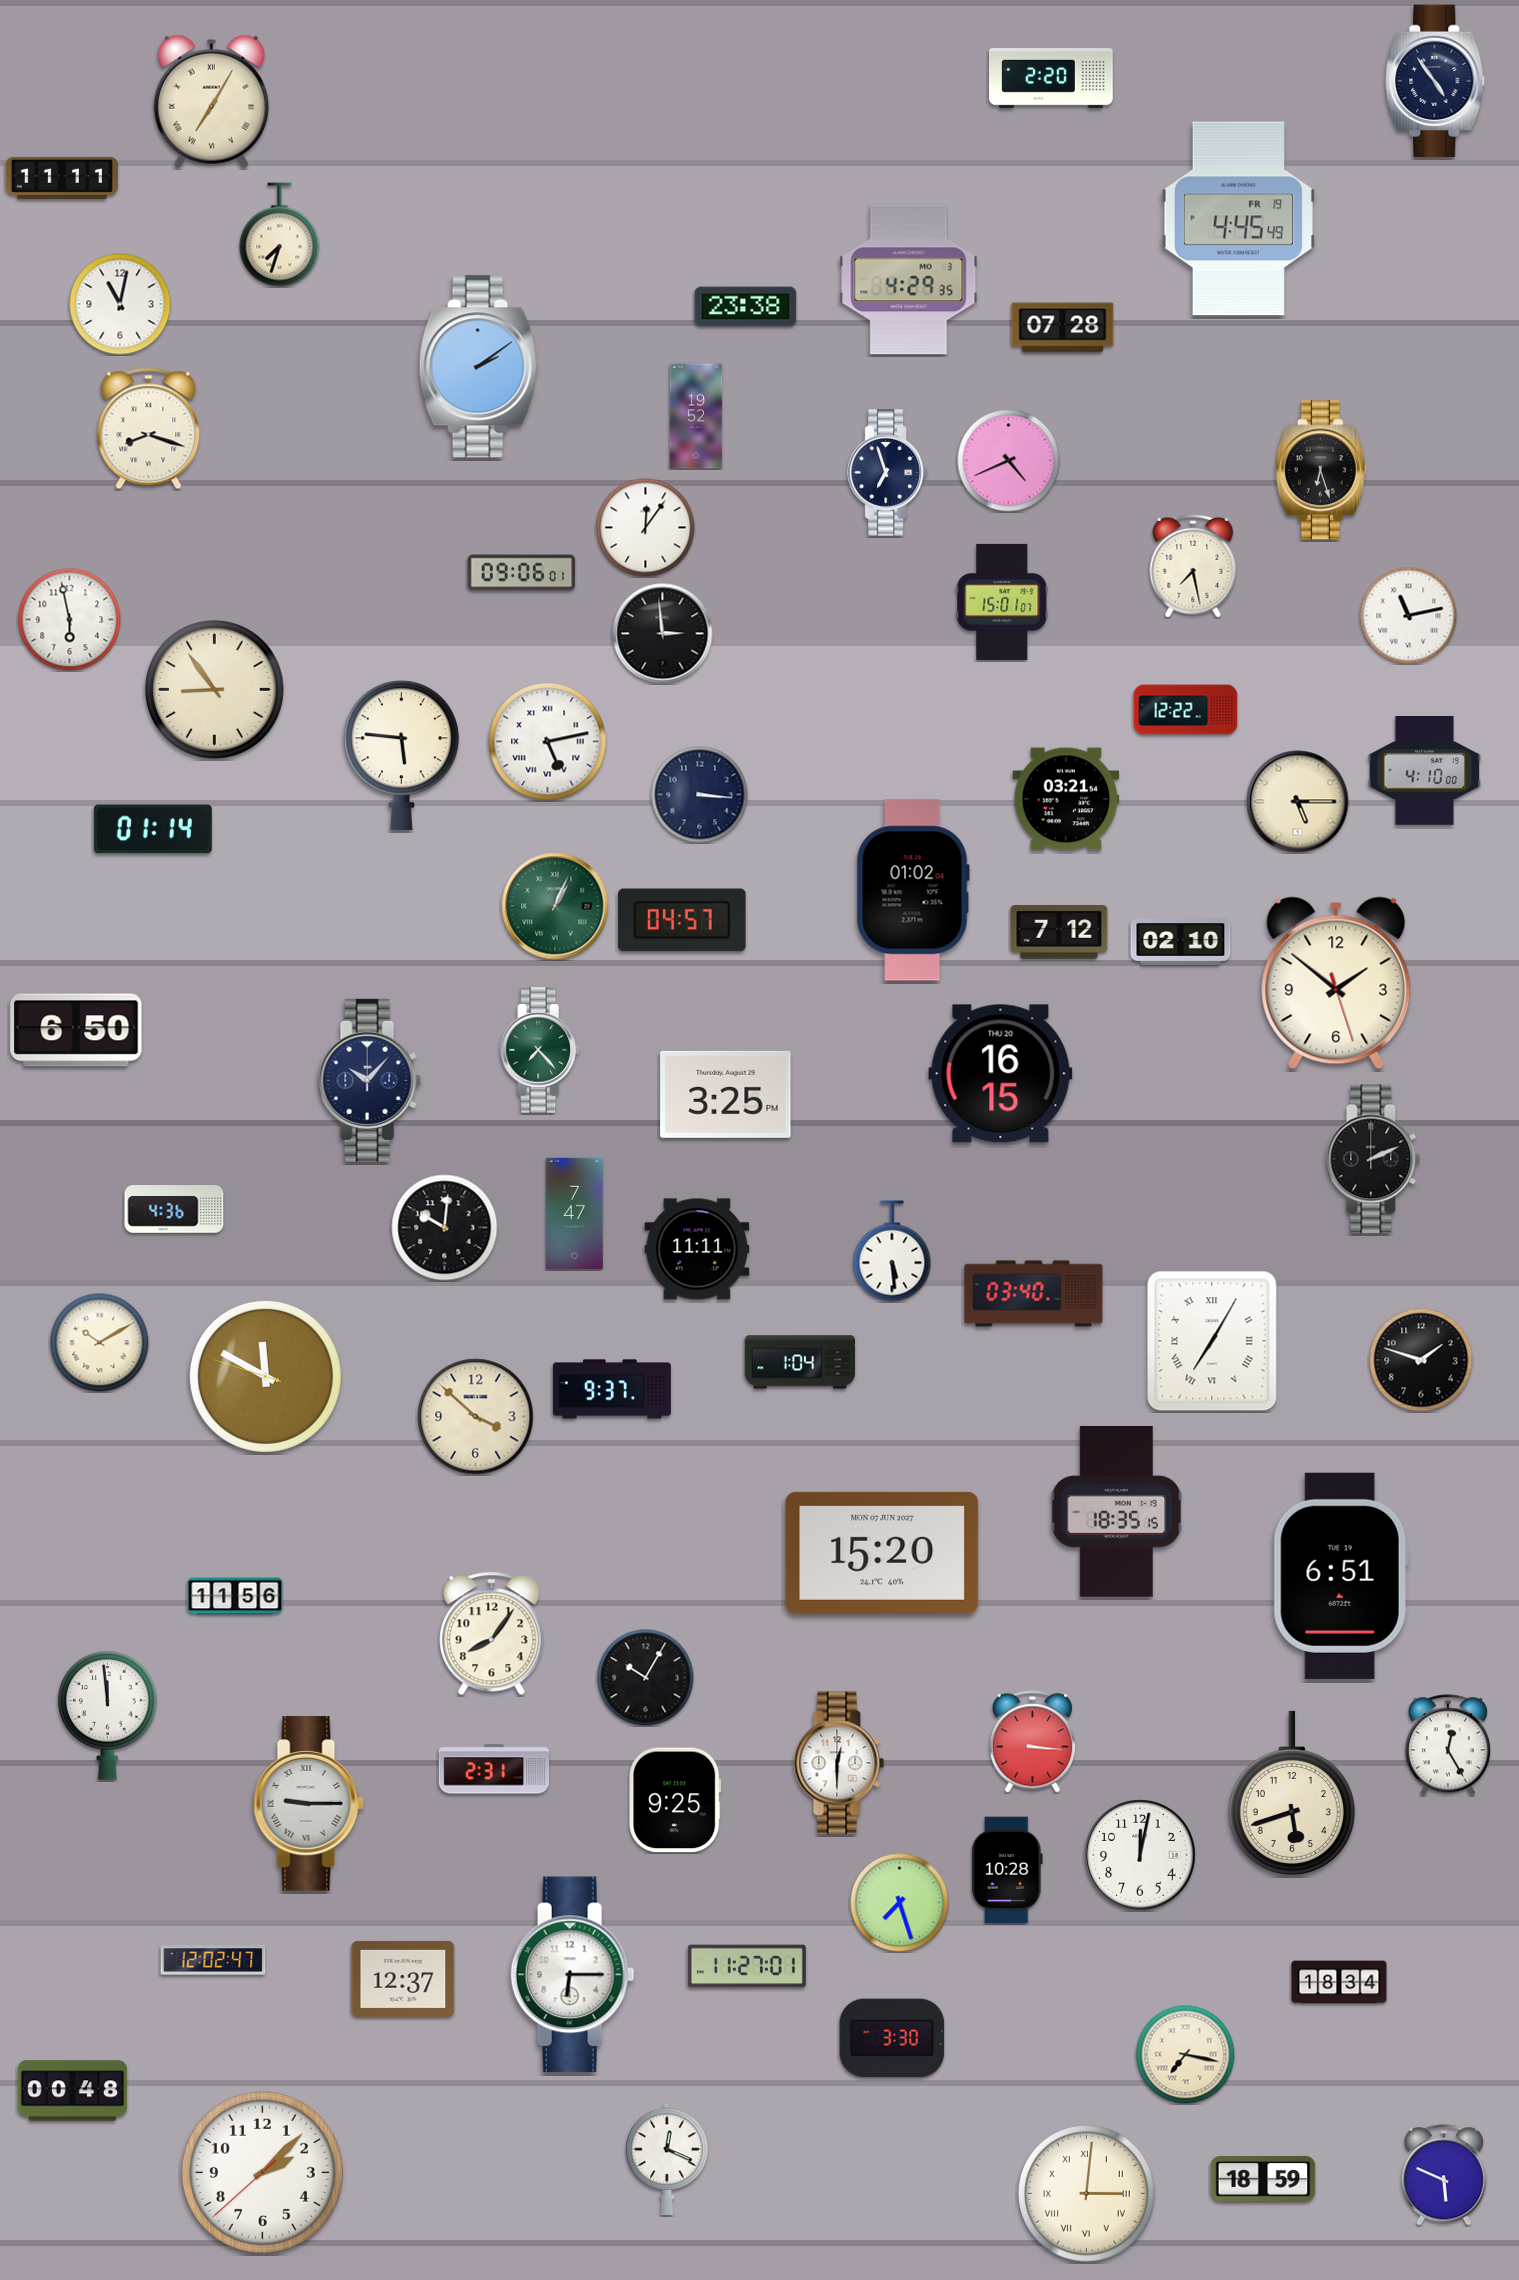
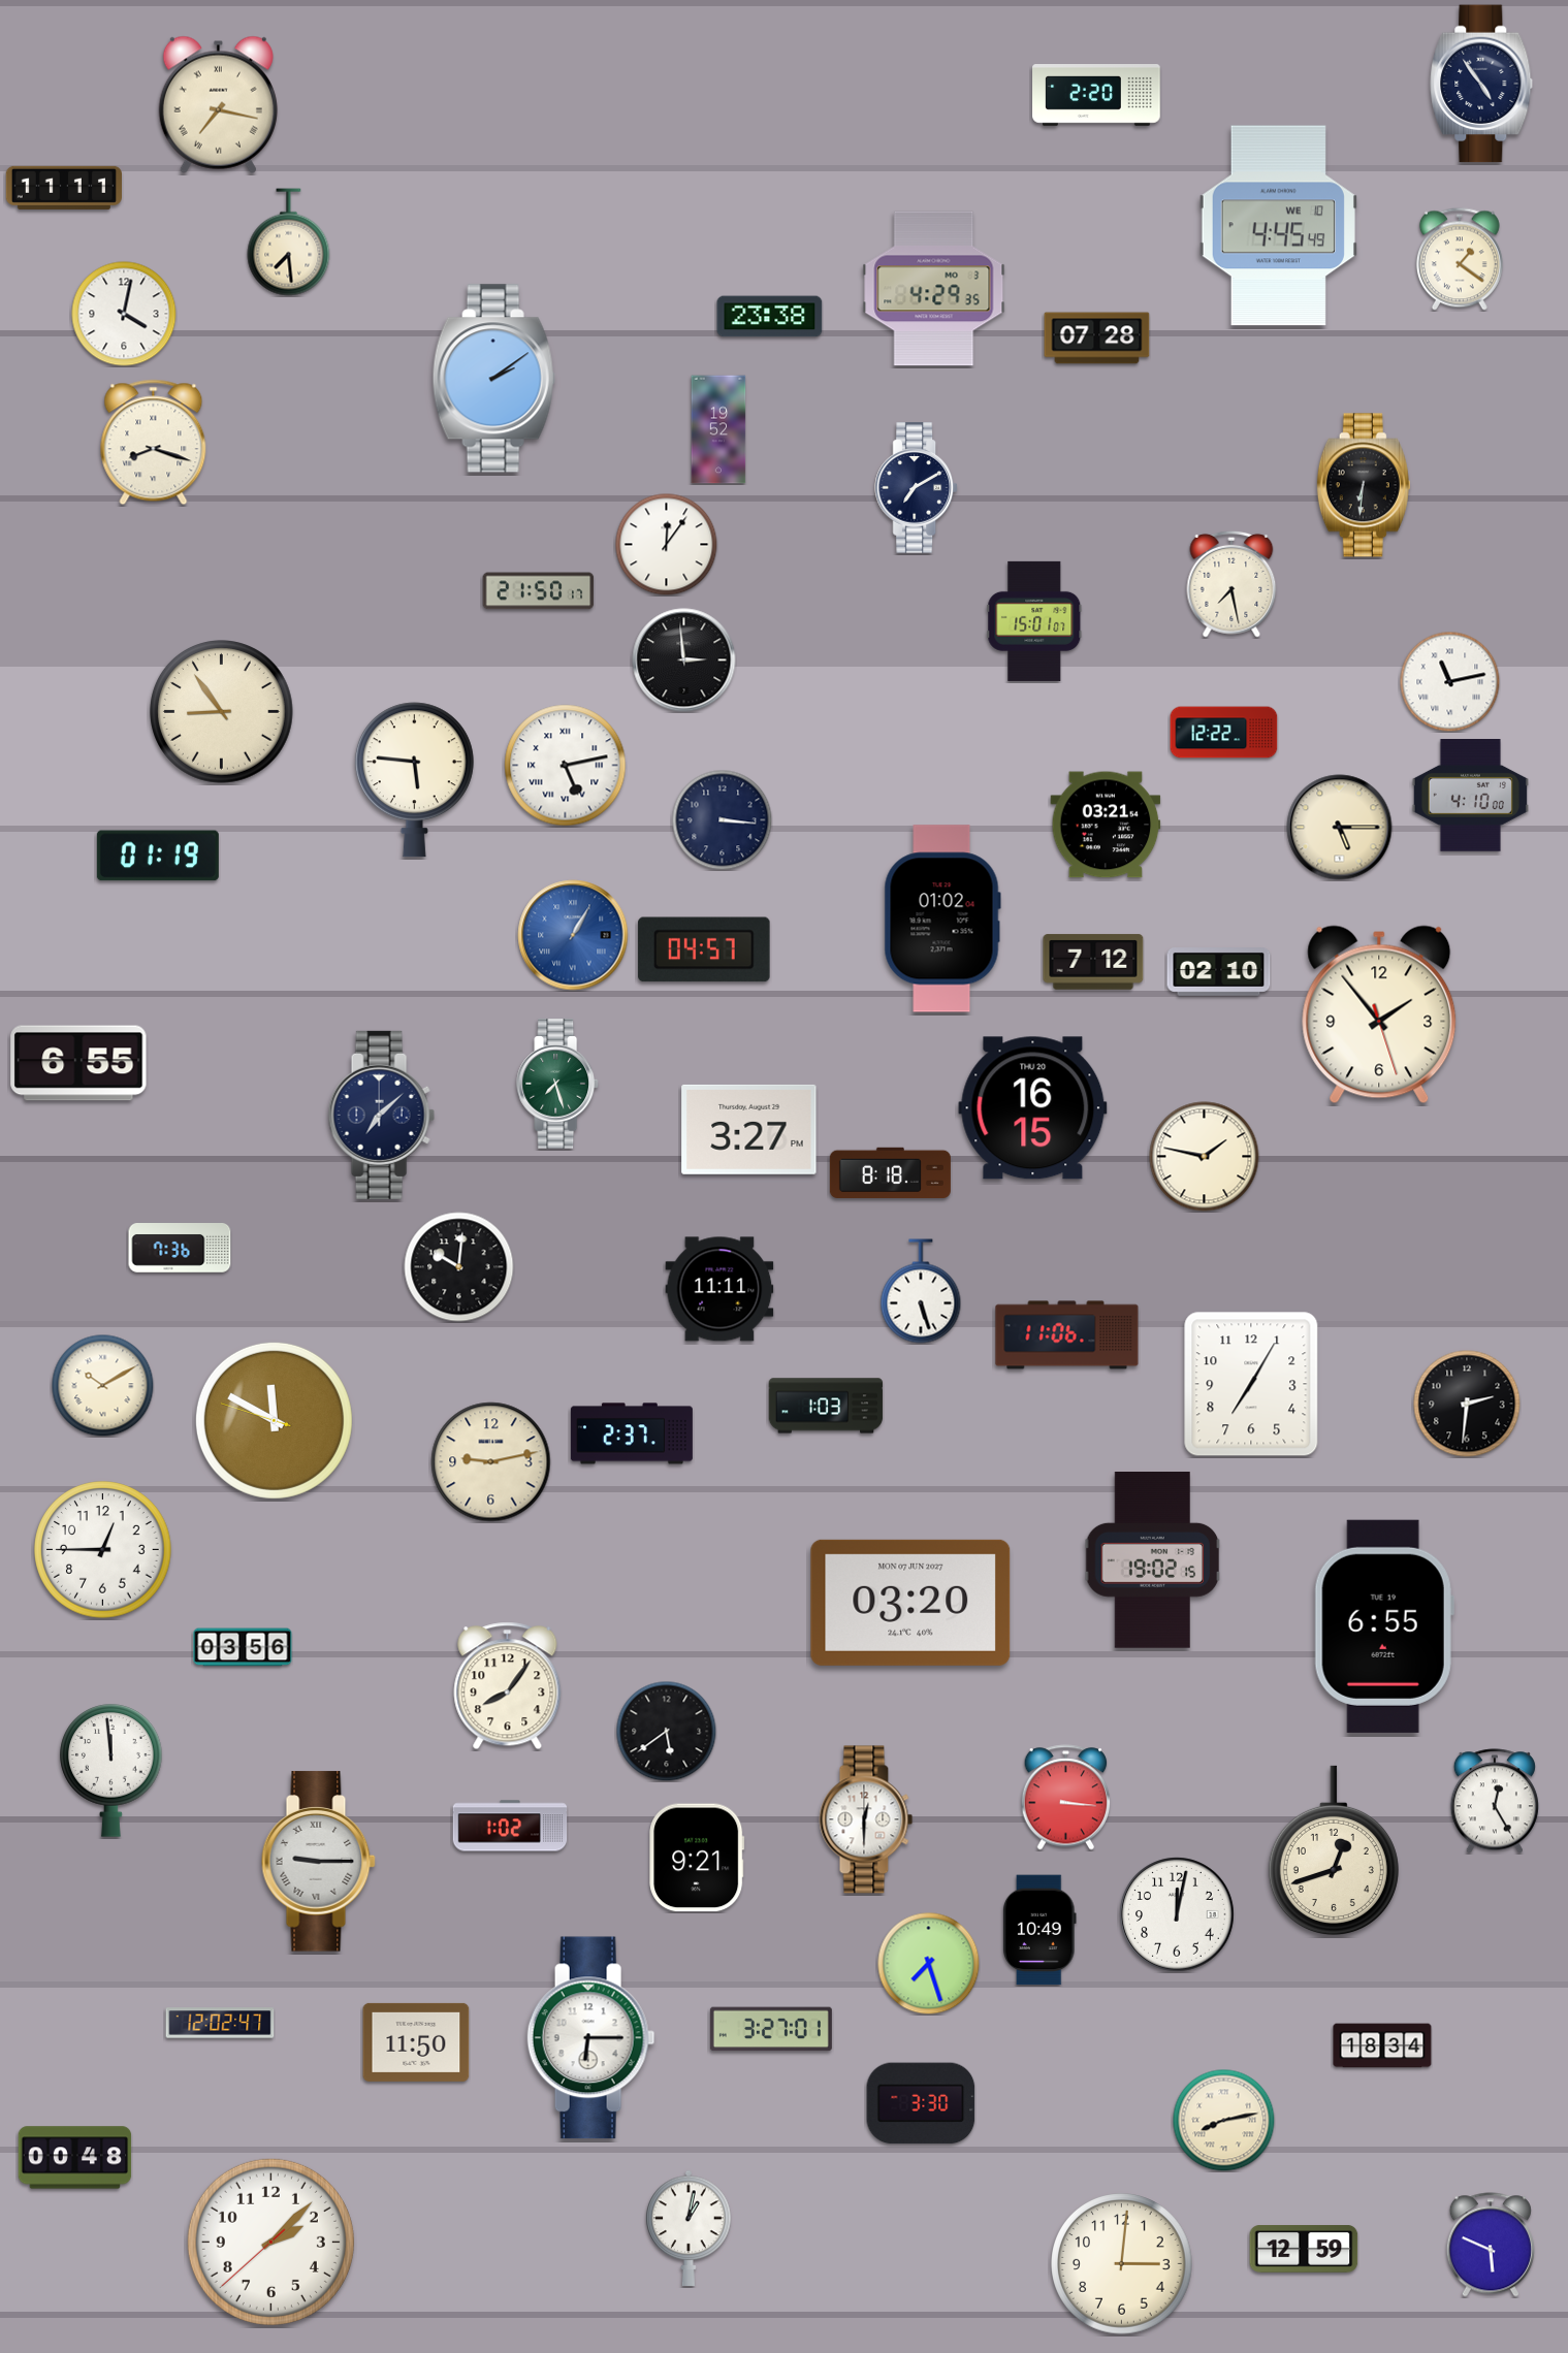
clock at (1051, 79) position: (1051, 79) -> (1096, 96)
clock at (211, 101): 7:05 -> 7:17
clock at (61, 178) position: (61, 178) -> (63, 188)
clock at (1238, 219) date: FR 19 -> WE 10
clock at (280, 235): 7:33 -> 7:29
clock at (1460, 259): none -> 1:21
clock at (909, 280) position: (909, 280) -> (934, 289)
clock at (120, 304): 11:02 -> 4:02
clock at (1009, 461): 4:41 -> none
clock at (1321, 470): 6:27 -> 6:31
clock at (887, 473): 6:57 -> 7:10
clock at (522, 573): 09:06 -> 21:50
clock at (1408, 615) position: (1408, 615) -> (1449, 681)
clock at (70, 620): 5:58 -> none
clock at (663, 634) position: (663, 634) -> (684, 660)
clock at (1066, 799) position: (1066, 799) -> (1106, 825)
clock at (153, 829): 01:14 -> 01:19
clock at (555, 906): 1:04 -> 1:05
clock at (555, 906) dial: green -> blue
clock at (1336, 983): 1:51 -> 1:53
clock at (76, 1030): 6:50 -> 6:55
clock at (541, 1050): 7:23 -> 7:27
clock at (369, 1080): 10:07 -> 7:08
clock at (726, 1094): 3:25 -> 3:27
clock at (1205, 1157): none -> 1:47
clock at (890, 1172): none -> 8:18
clock at (1373, 1159): 2:11 -> none
clock at (174, 1209): 4:36 -> 7:36
clock at (575, 1214): 7:47 -> none
clock at (892, 1251): 5:29 -> 5:27
clock at (1034, 1294): 03:40 -> 11:06
clock at (1212, 1341) numerals: Roman -> Arabic
clock at (1421, 1360): 1:48 -> 2:31
clock at (800, 1362): 1:04 -> 1:03
clock at (612, 1389): 9:37 -> 2:37
clock at (476, 1417): 3:52 -> 9:13
clock at (103, 1550): none -> 12:45
clock at (1117, 1512): 18:35 -> 19:02
clock at (882, 1553): 15:20 -> 03:20
clock at (1341, 1576): 6:51 -> 6:55
clock at (235, 1596): 11:56 -> 03:56
clock at (645, 1677): 10:05 -> 5:39
clock at (494, 1769): 2:31 -> 1:02
clock at (1292, 1793): 5:42 -> 12:42
clock at (675, 1800): 9:25 -> 9:21
clock at (1008, 1870): 10:28 -> 10:49
clock at (747, 1966): 11:27 -> 3:27
clock at (403, 1979): 12:37 -> 11:50
clock at (1186, 2055): 7:17 -> 8:13
clock at (667, 2158): 12:19 -> 1:02
clock at (1263, 2180): 18:59 -> 12:59
clock at (1087, 2194) numerals: Roman -> Arabic
